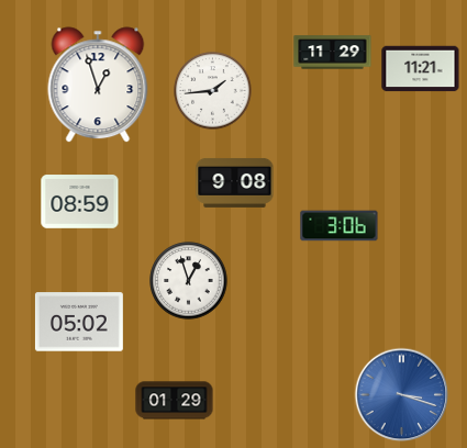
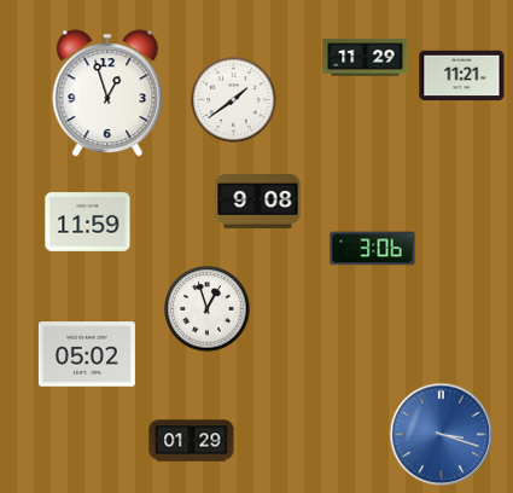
clock at (213, 91): 1:44 -> 1:39
clock at (80, 202): 08:59 -> 11:59
